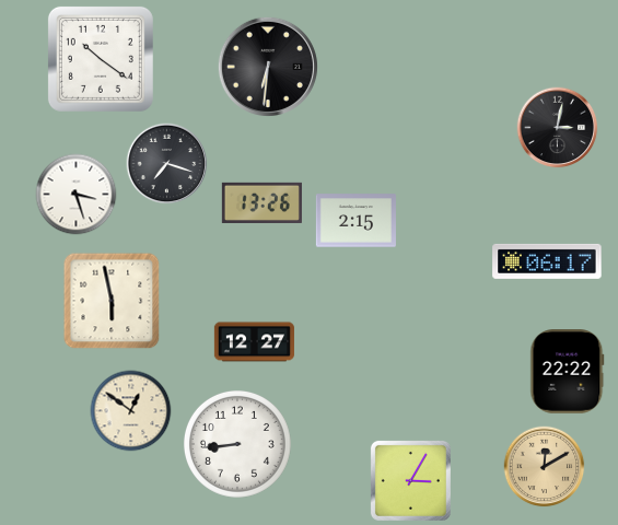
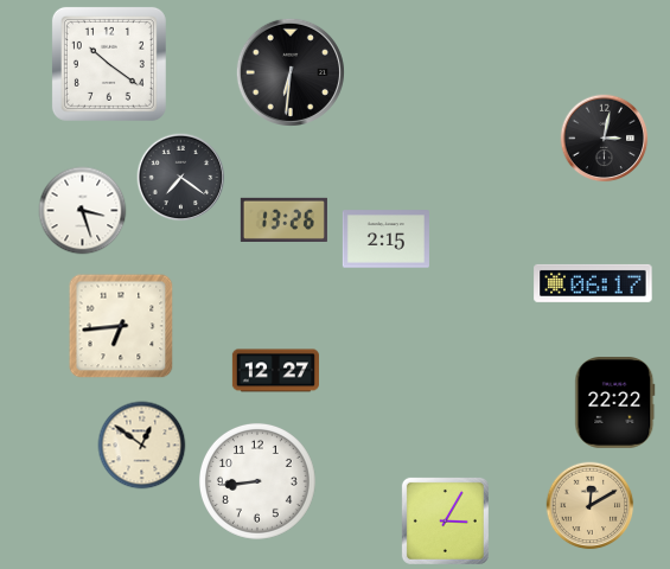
clock at (167, 164): 7:18 -> 7:21
clock at (112, 301): 5:58 -> 6:44
